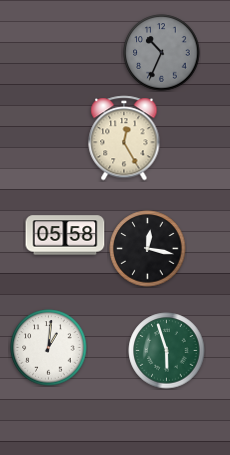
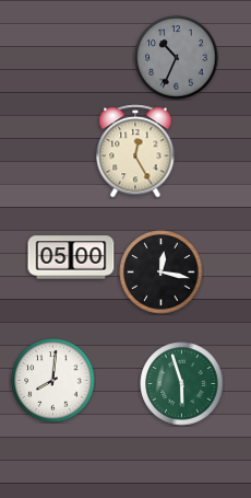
clock at (65, 235): 05:58 -> 05:00
clock at (49, 348): 1:01 -> 8:01
